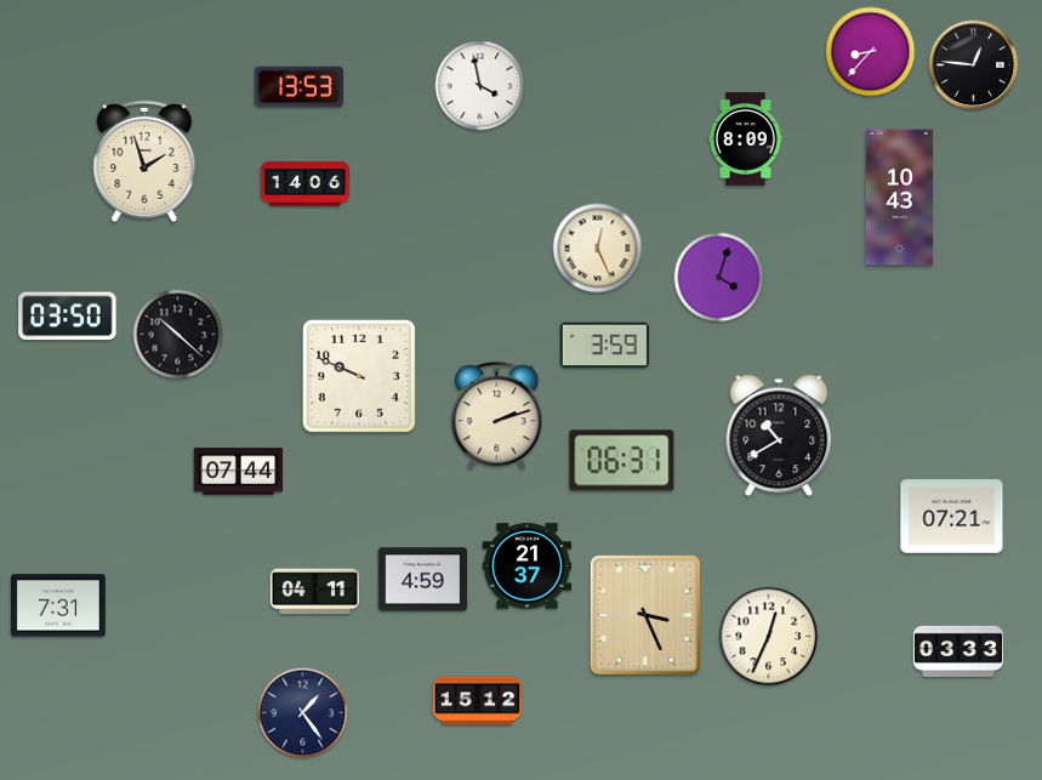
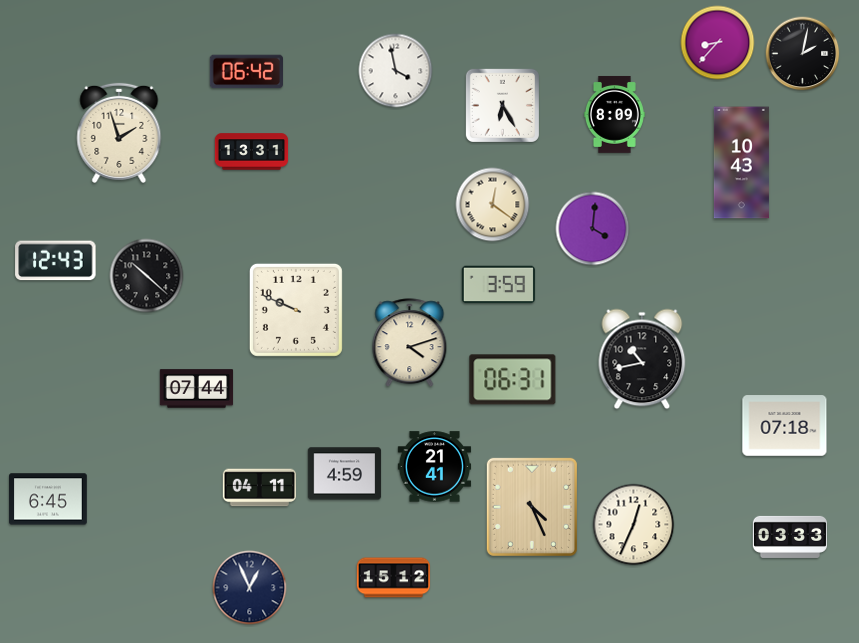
clock at (974, 66): 12:46 -> 2:02
clock at (300, 87): 13:53 -> 06:42
clock at (502, 105): none -> 6:25
clock at (306, 184): 14:06 -> 13:31
clock at (598, 249): 12:26 -> 12:21
clock at (719, 278): 4:03 -> 4:01
clock at (68, 317): 03:50 -> 12:43
clock at (497, 416): 2:12 -> 4:12
clock at (779, 435): 10:40 -> 10:43
clock at (952, 517): 07:21 -> 07:18
clock at (528, 567): 21:37 -> 21:41
clock at (423, 580) position: (423, 580) -> (345, 474)
clock at (58, 605): 7:31 -> 6:45
clock at (645, 615): 3:26 -> 4:26
clock at (303, 713): 1:24 -> 12:56
